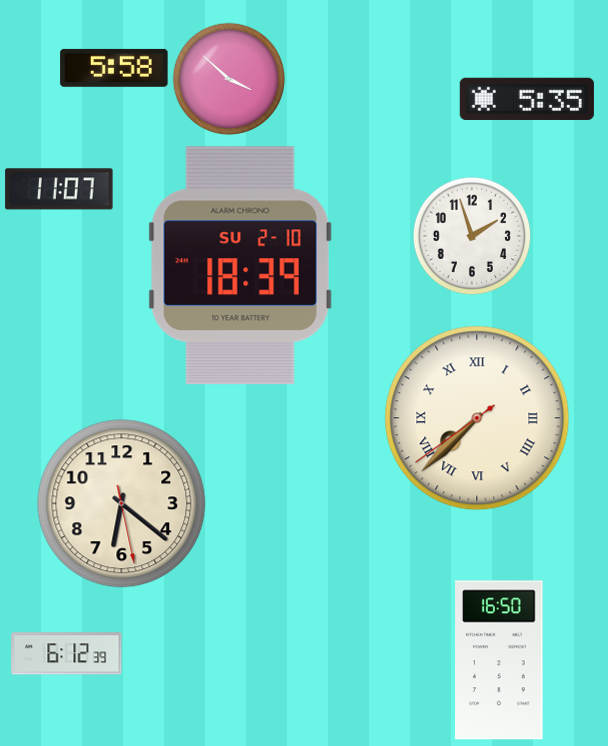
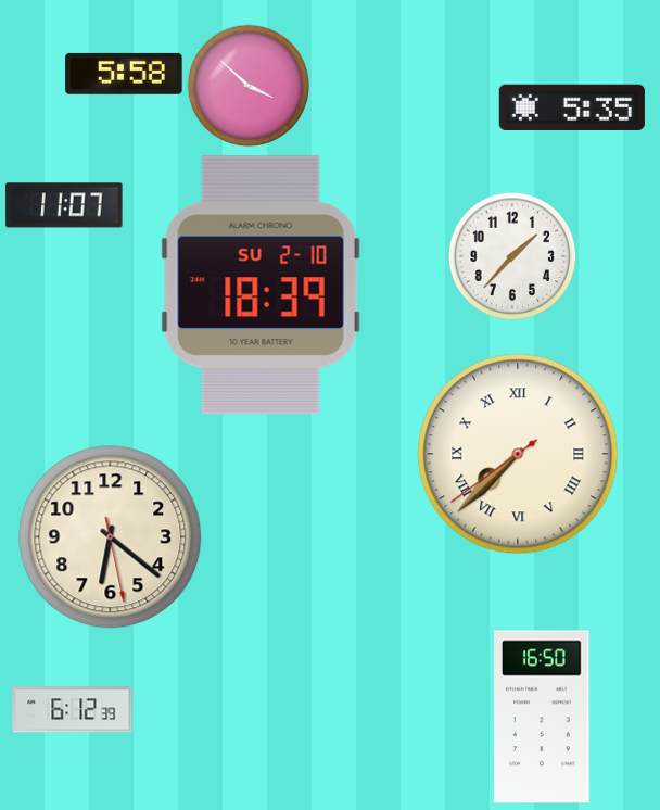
clock at (472, 236): 1:57 -> 1:37
clock at (240, 266) position: (240, 266) -> (261, 286)
clock at (122, 504) position: (122, 504) -> (111, 537)
